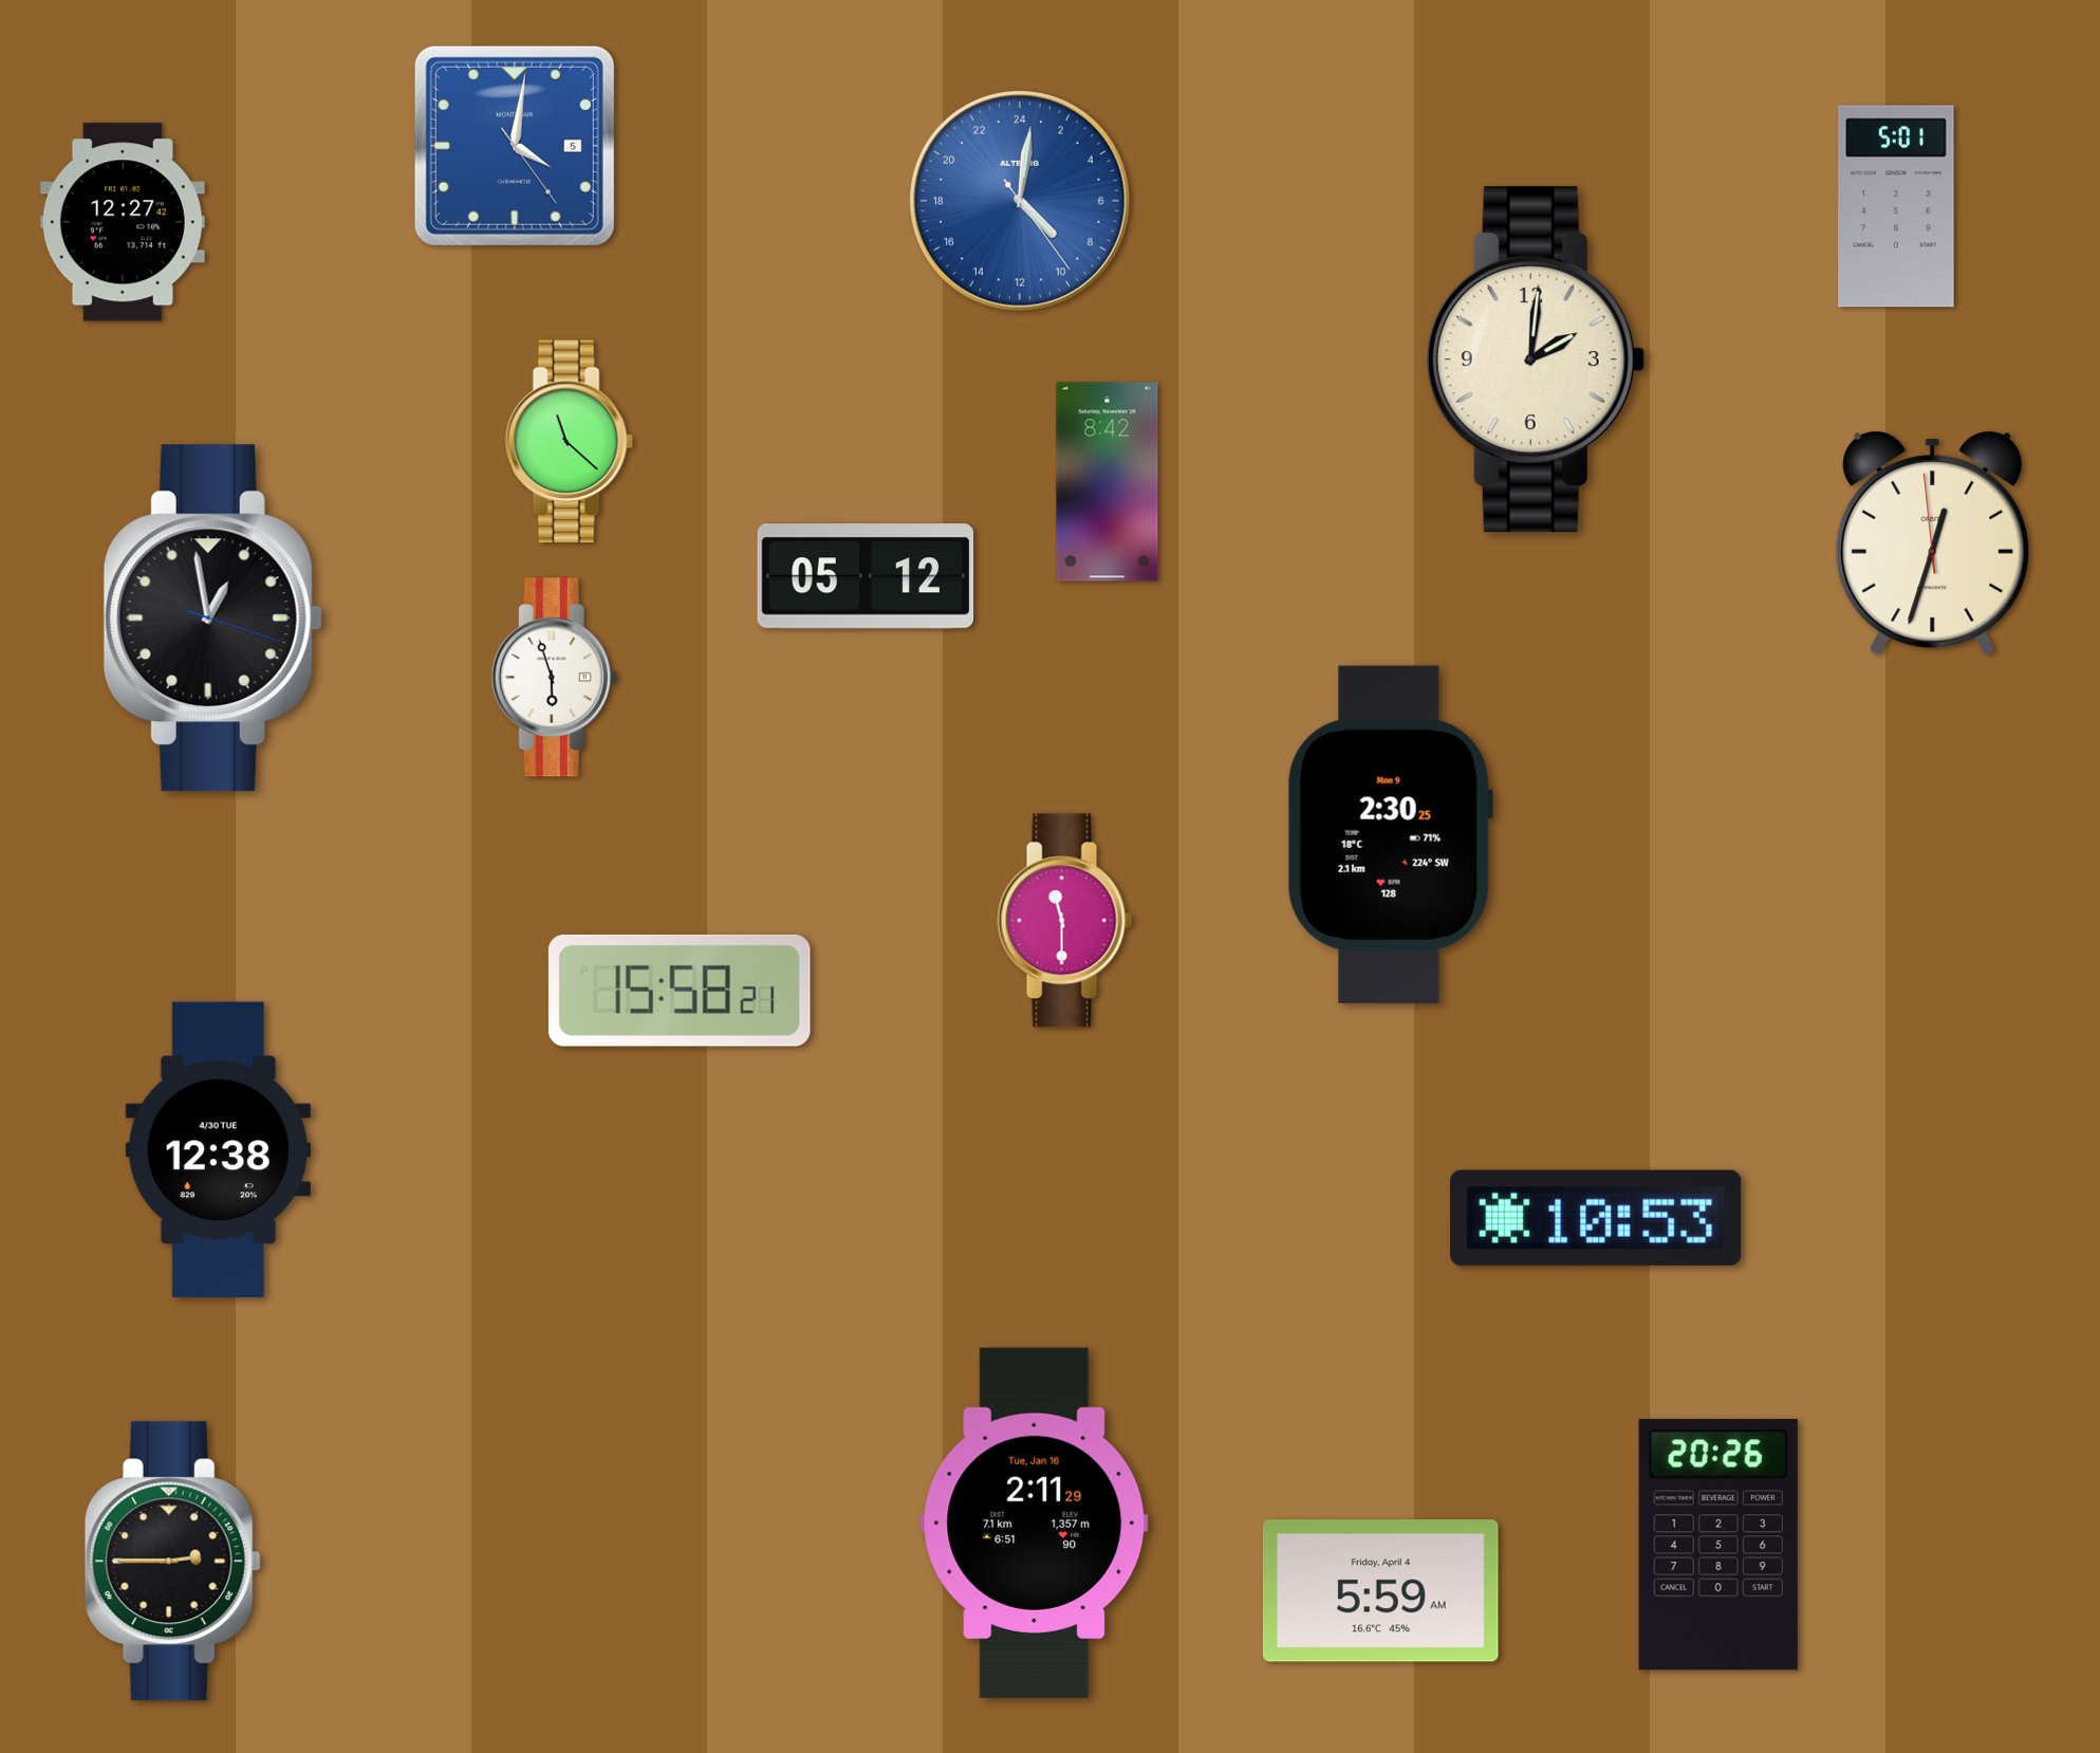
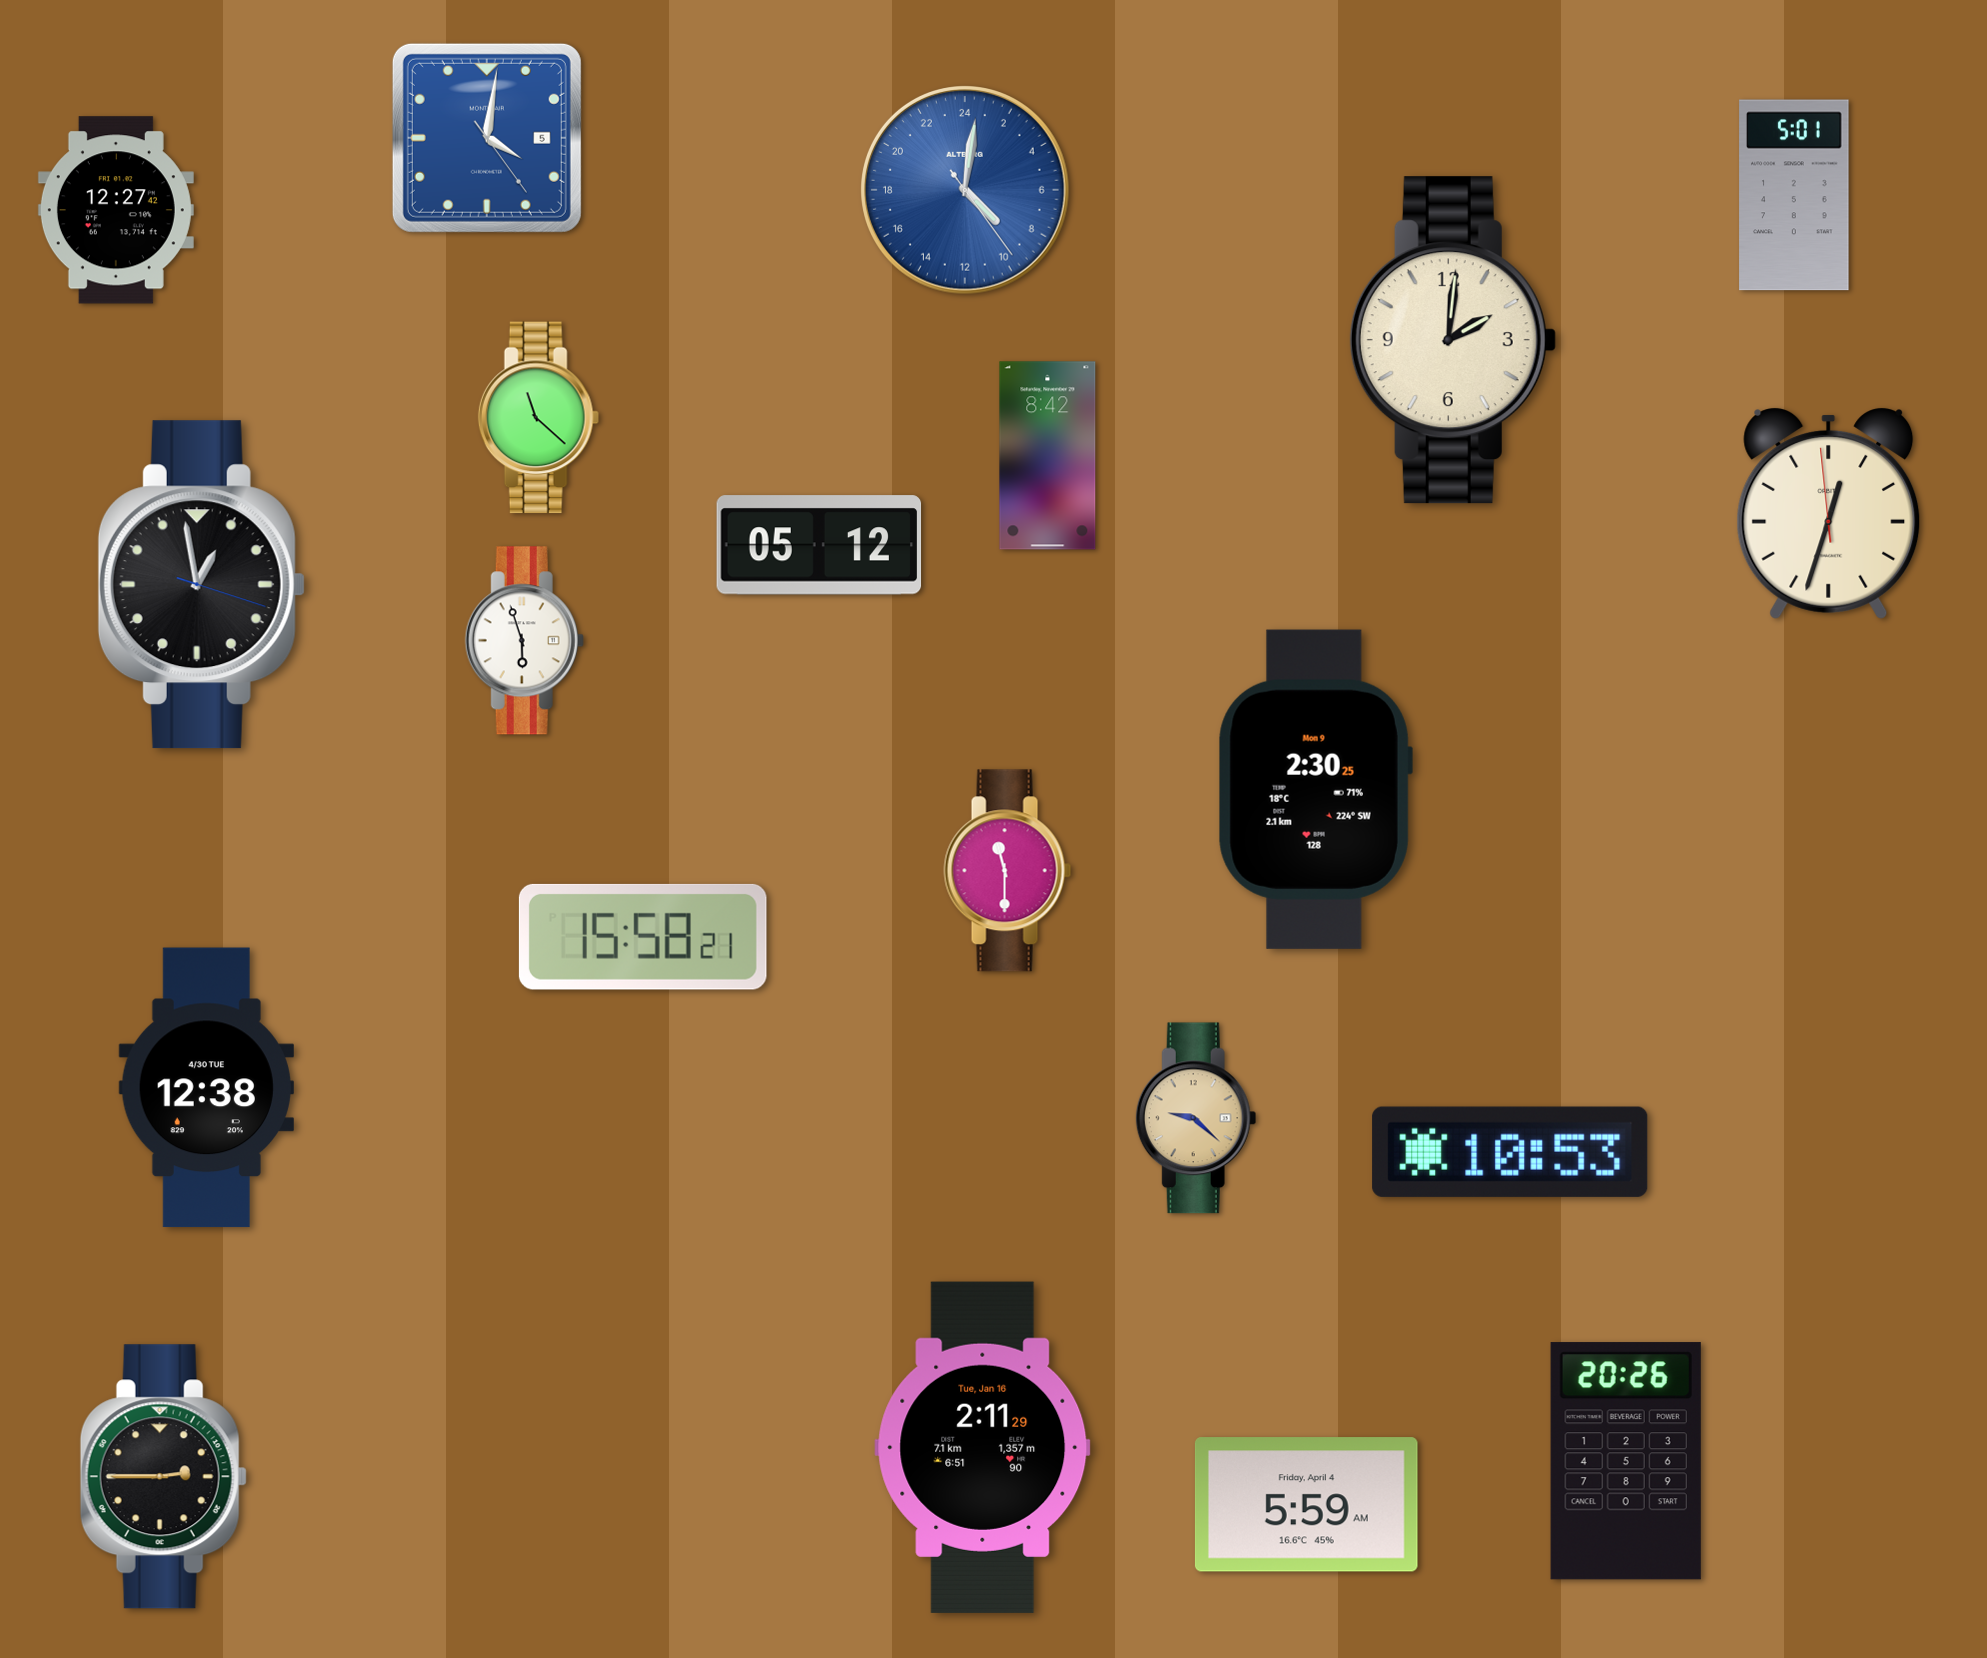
clock at (1196, 1118): none -> 9:22
clock at (1035, 1523) position: (1035, 1523) -> (983, 1447)
